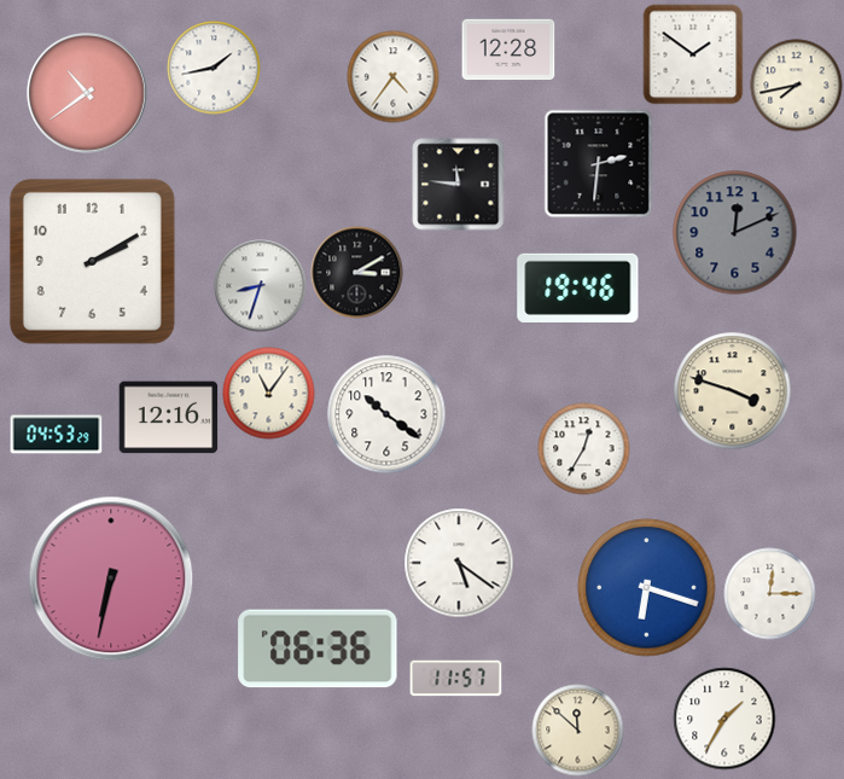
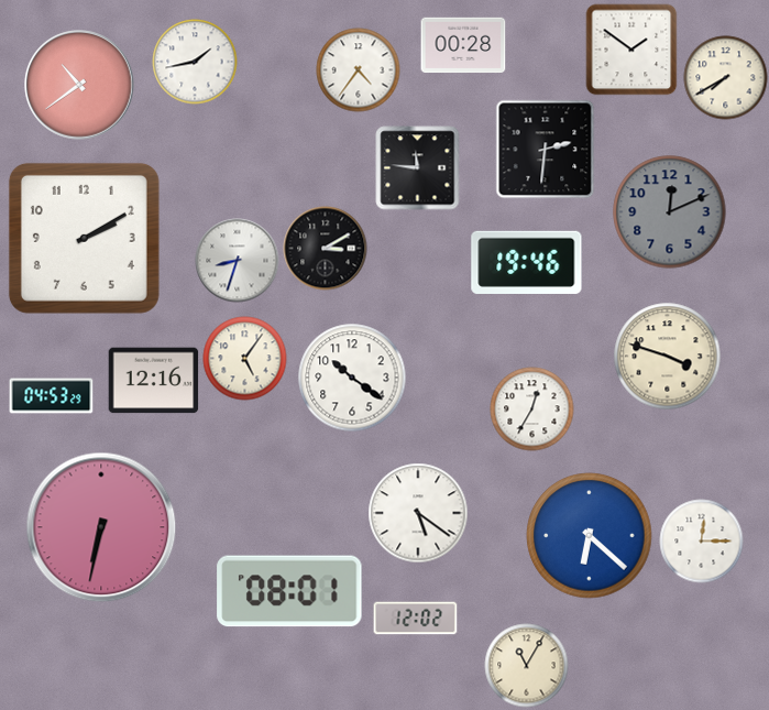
clock at (508, 50): 12:28 -> 00:28
clock at (797, 86): 7:43 -> 7:40
clock at (269, 394): 11:06 -> 5:06
clock at (647, 588): 6:18 -> 6:22
clock at (318, 649): 06:36 -> 08:01
clock at (456, 679): 11:57 -> 12:02
clock at (724, 719): 1:35 -> none
clock at (578, 731): 11:52 -> 11:05
